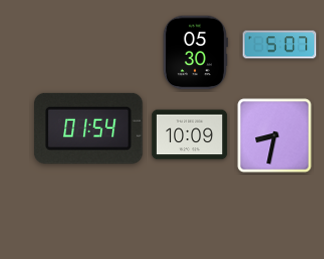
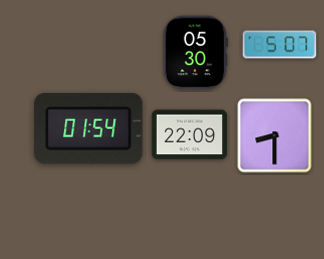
clock at (190, 135): 10:09 -> 22:09
clock at (275, 136): 8:32 -> 8:30
